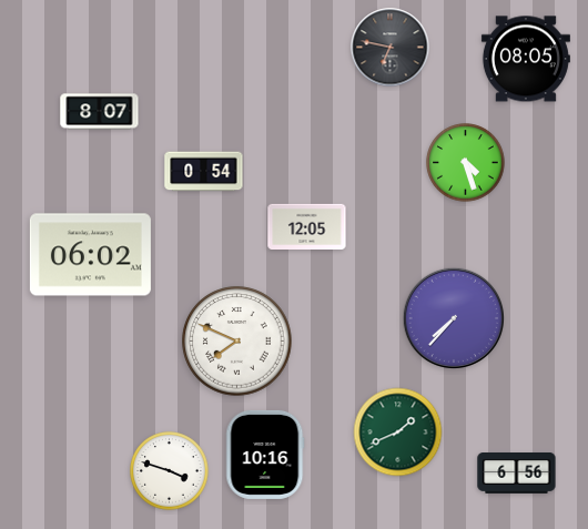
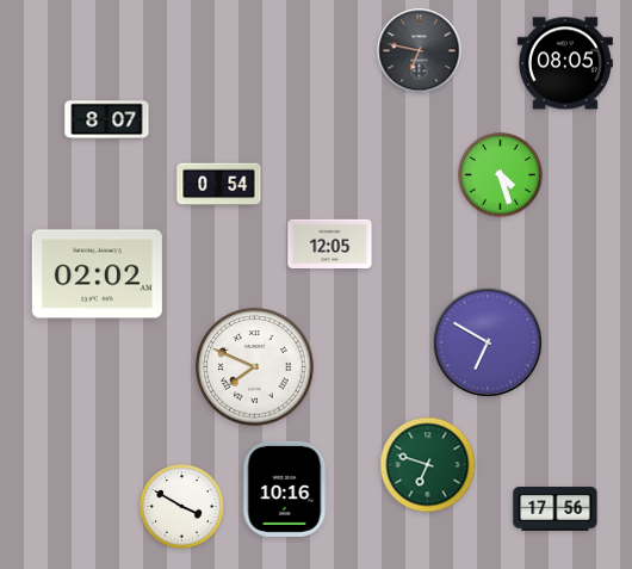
clock at (90, 255): 06:02 -> 02:02
clock at (453, 317): 7:37 -> 6:50
clock at (398, 433): 1:41 -> 6:48
clock at (170, 471): 3:48 -> 3:50
clock at (517, 474): 6:56 -> 17:56
